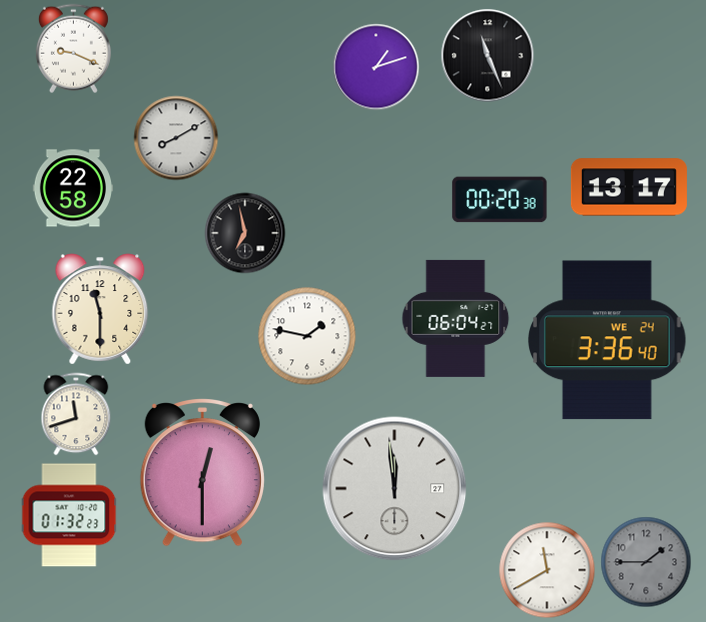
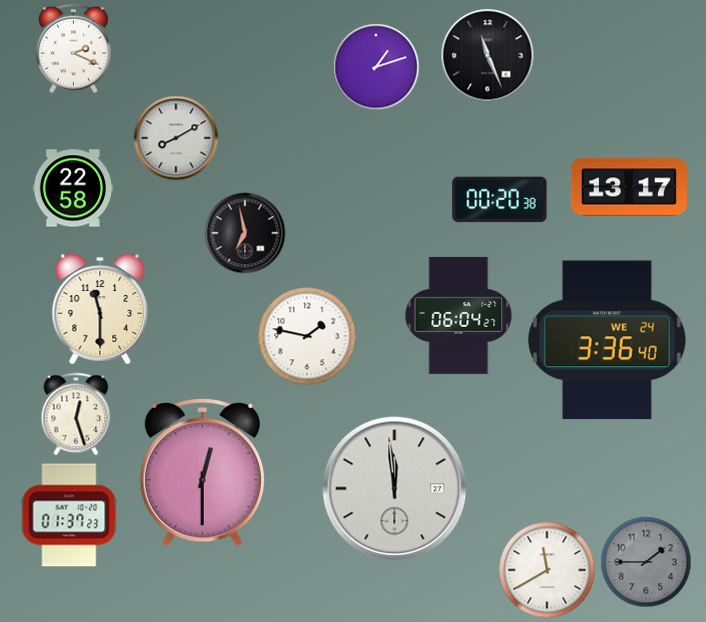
clock at (73, 49): 9:19 -> 2:19
clock at (456, 318) position: (456, 318) -> (459, 315)
clock at (76, 414): 11:42 -> 12:27
clock at (69, 515): 01:32 -> 01:37
